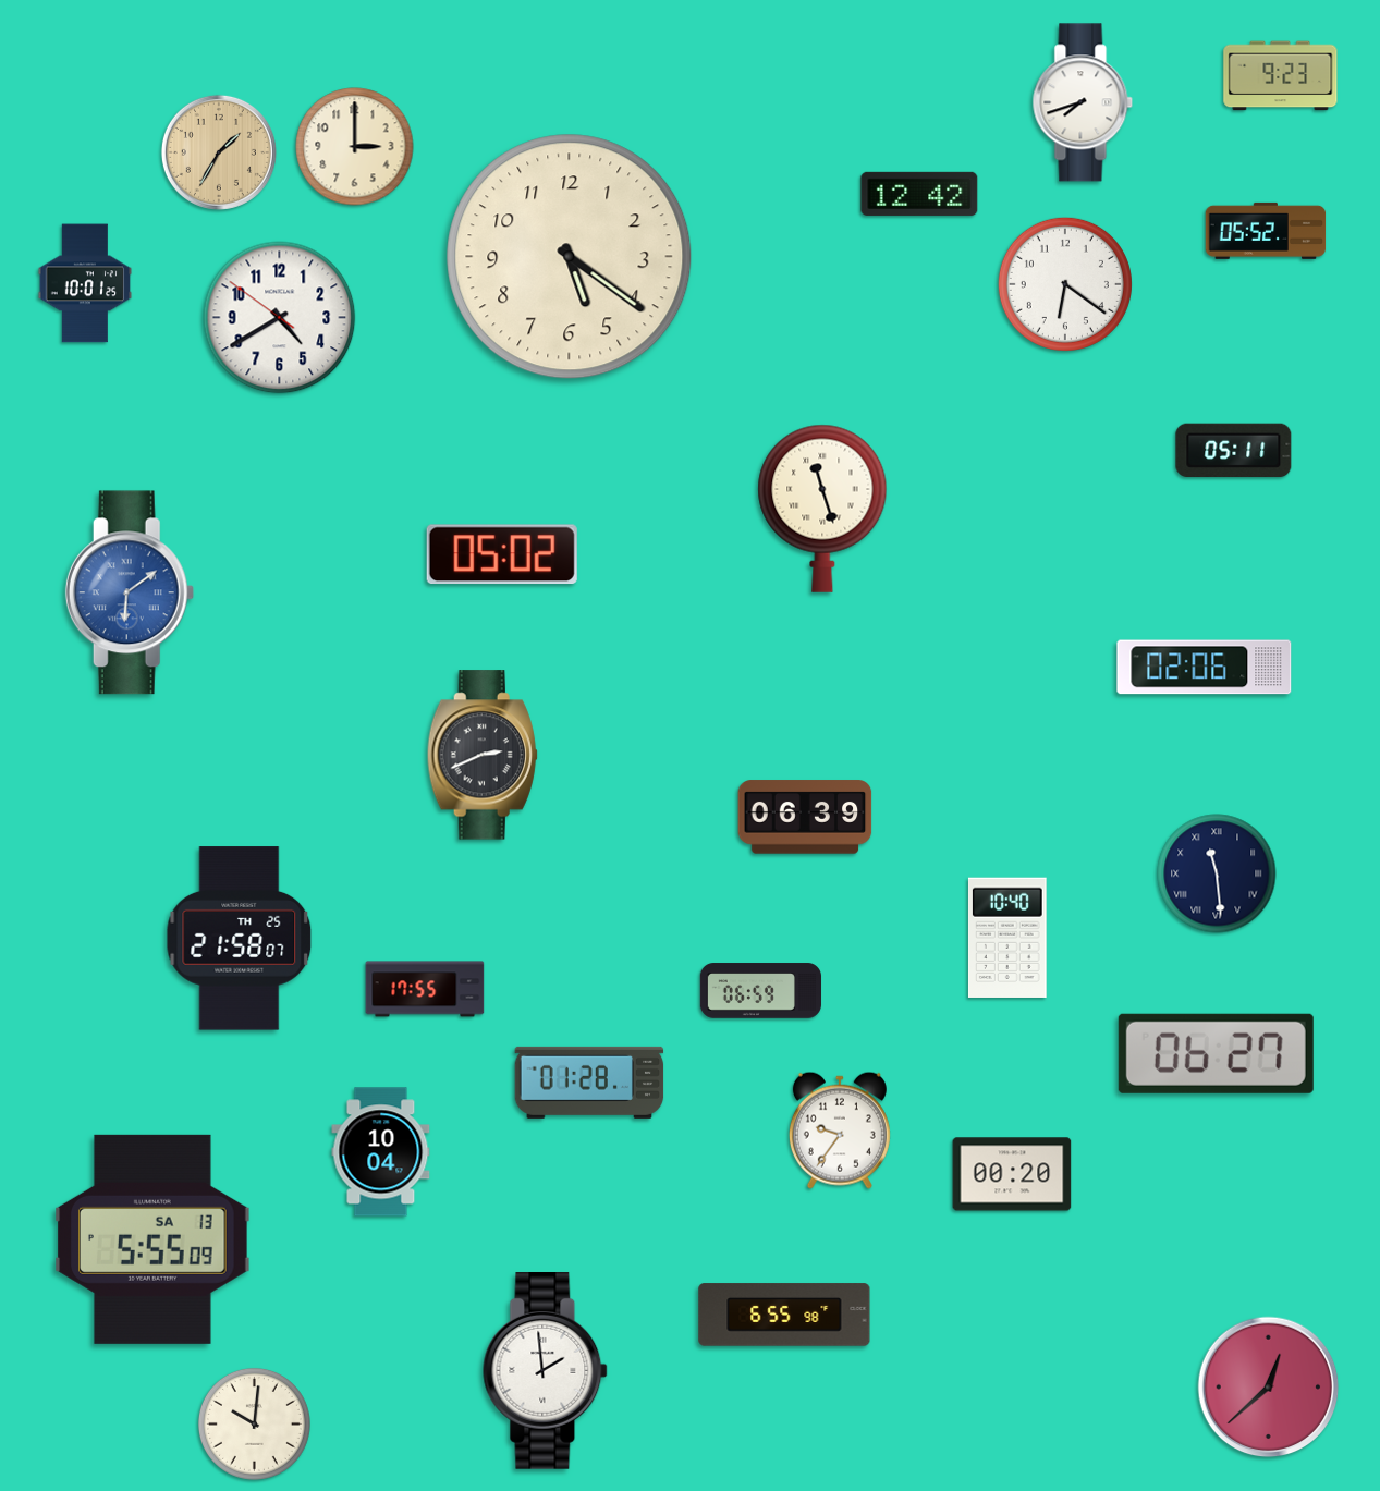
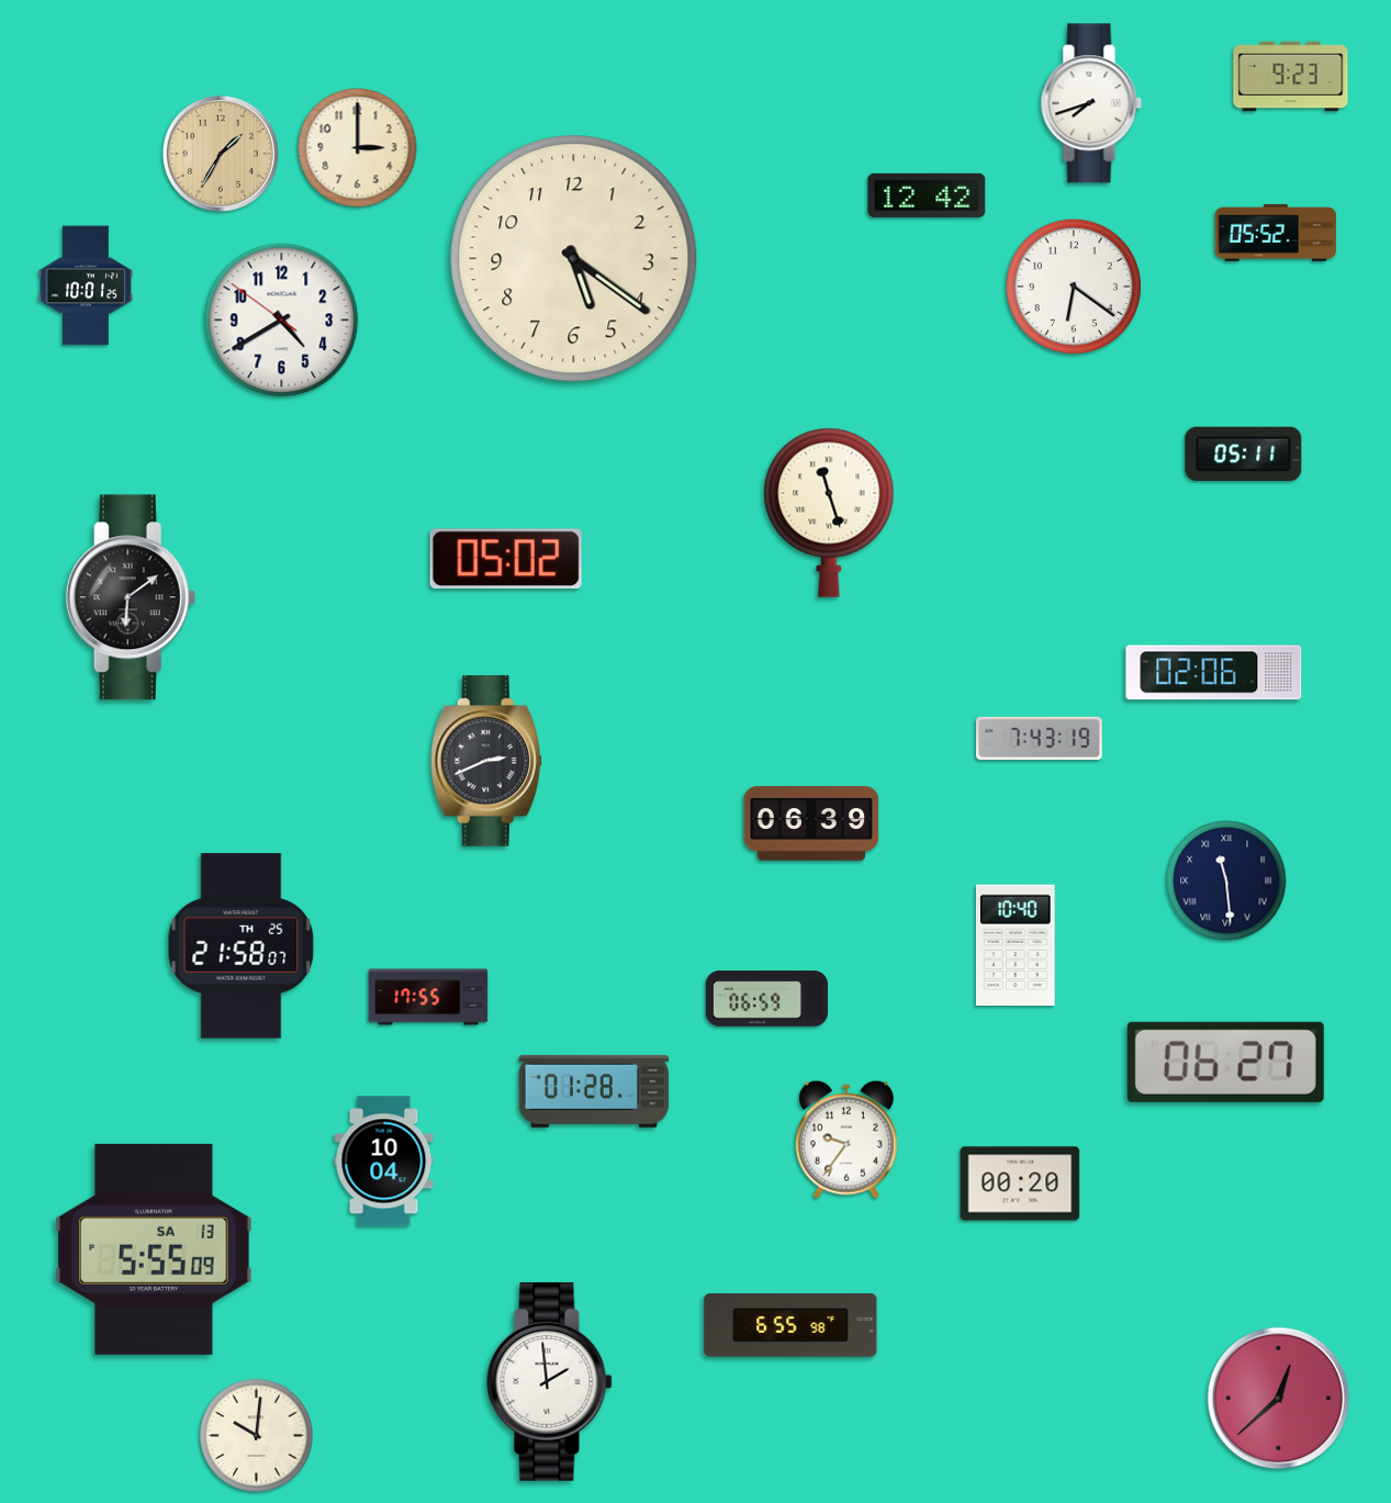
clock at (130, 592) dial: blue -> black
clock at (1040, 738): none -> 7:43
